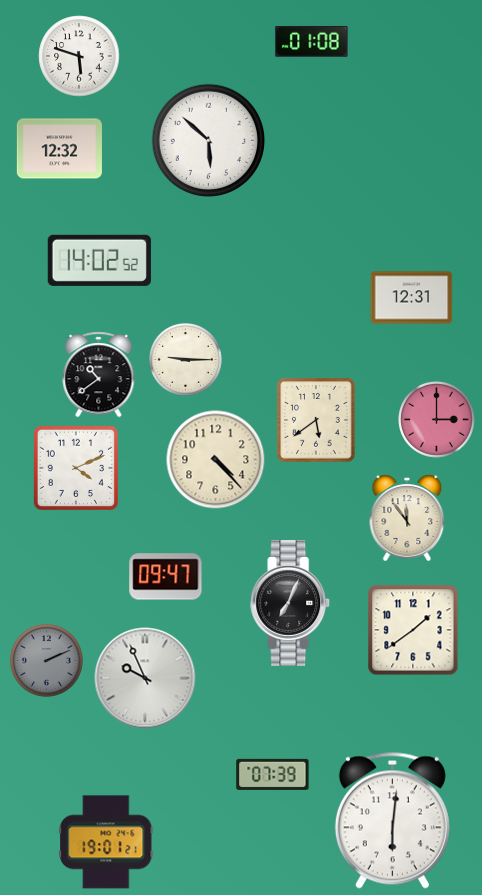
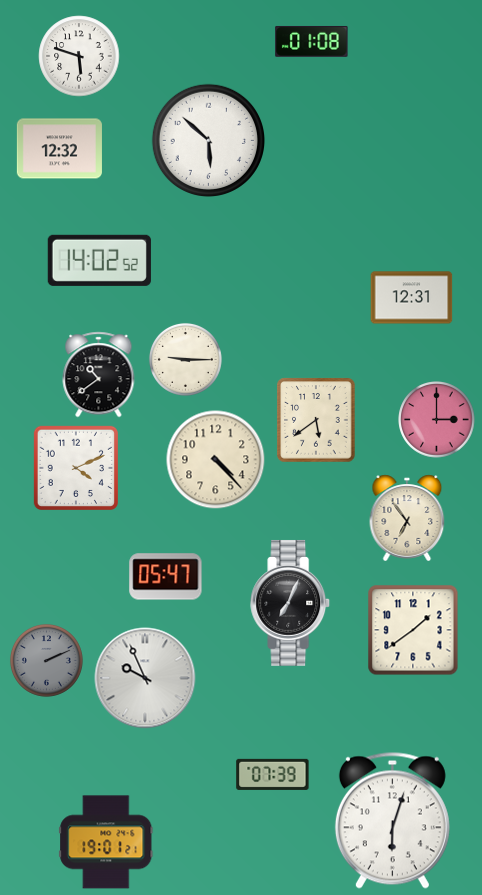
clock at (407, 518): 11:54 -> 6:54
clock at (166, 577): 09:47 -> 05:47
clock at (392, 820): 6:01 -> 6:03
